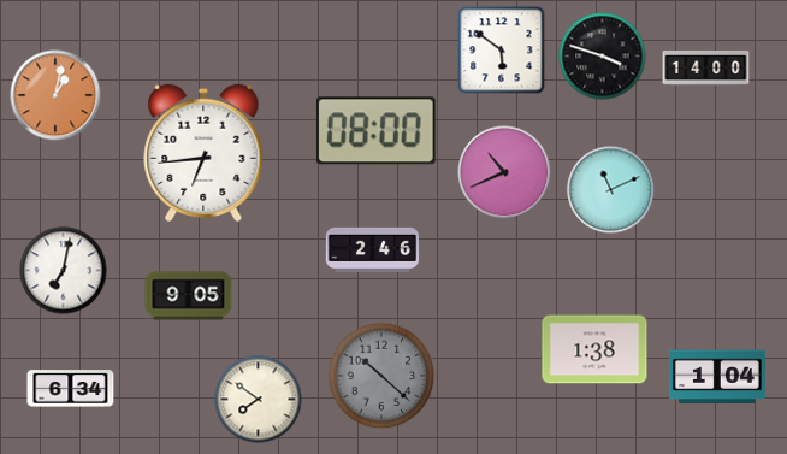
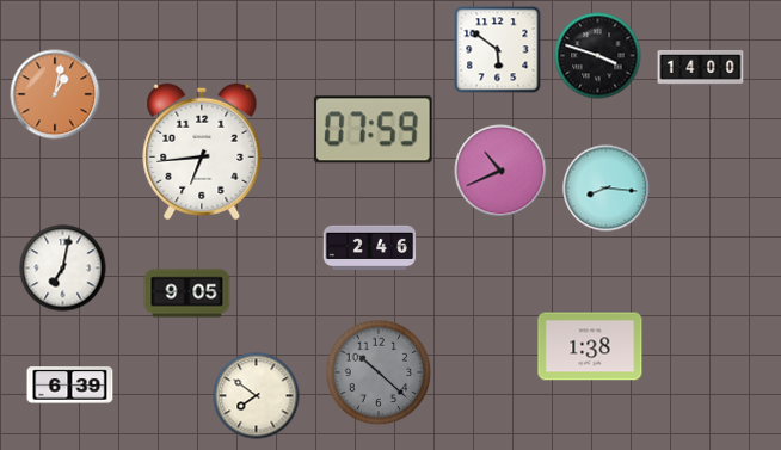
clock at (375, 131): 08:00 -> 07:59
clock at (611, 190): 11:11 -> 8:16
clock at (717, 377): 1:04 -> none
clock at (71, 389): 6:34 -> 6:39
